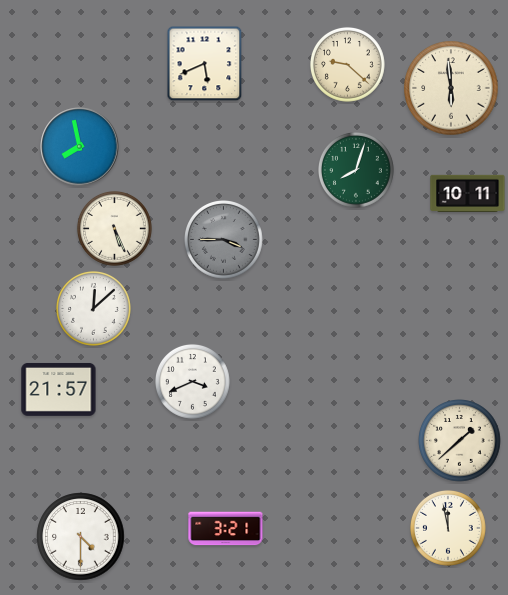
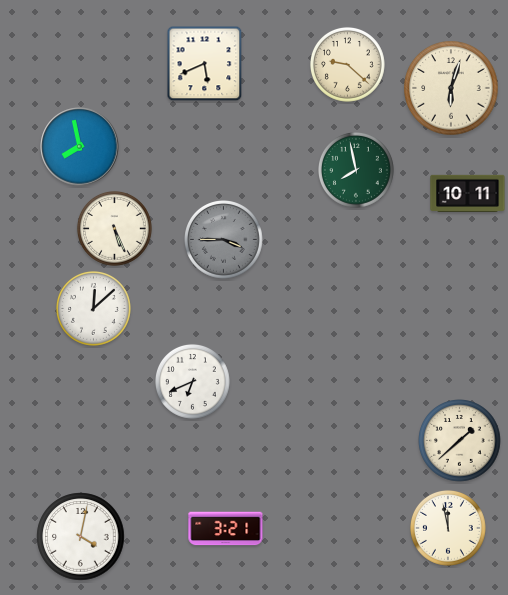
clock at (451, 88): 5:59 -> 6:03
clock at (356, 170): 8:03 -> 7:58
clock at (192, 381): 3:41 -> 6:41
clock at (59, 389): 21:57 -> none
clock at (81, 537): 4:30 -> 4:02
